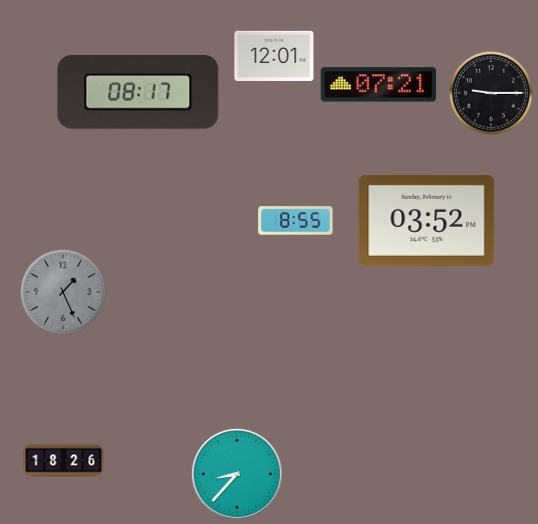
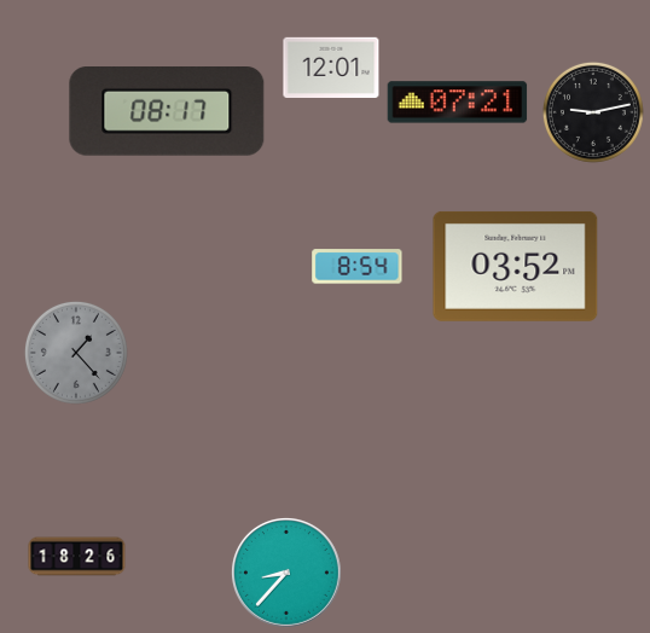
clock at (491, 93): 9:15 -> 9:13
clock at (296, 221): 8:55 -> 8:54
clock at (63, 292): 1:26 -> 1:23
